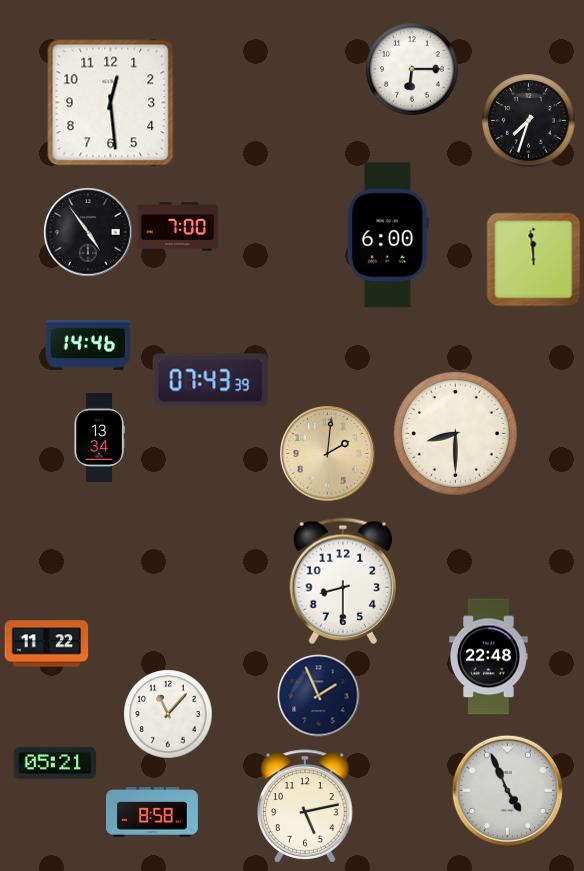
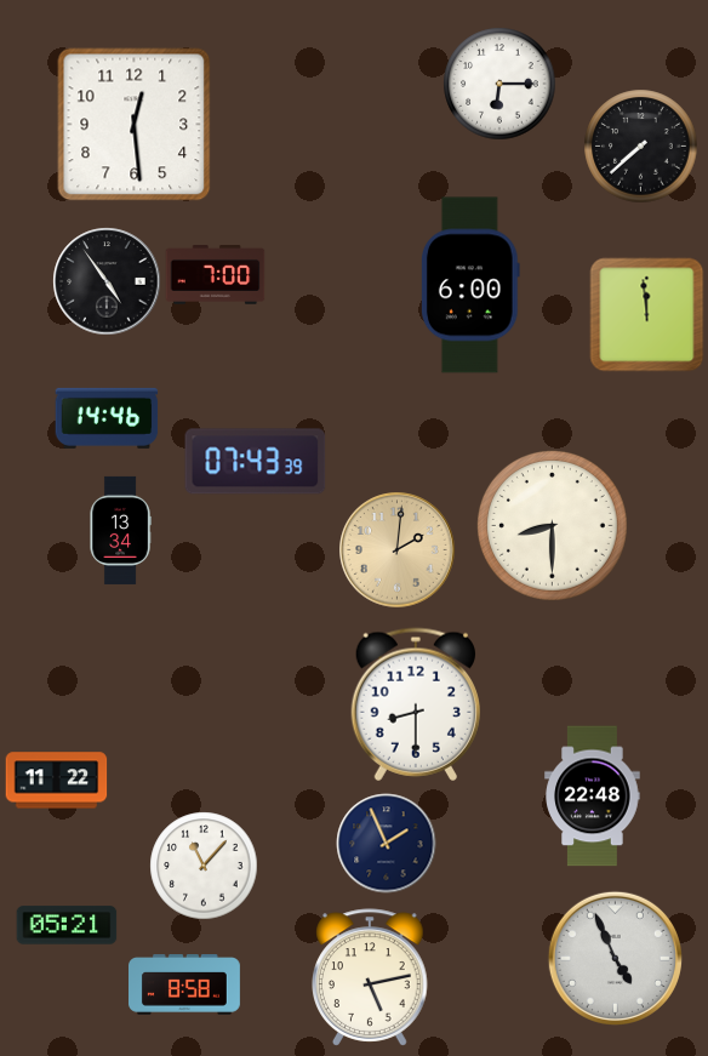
clock at (529, 121): 7:33 -> 7:38
